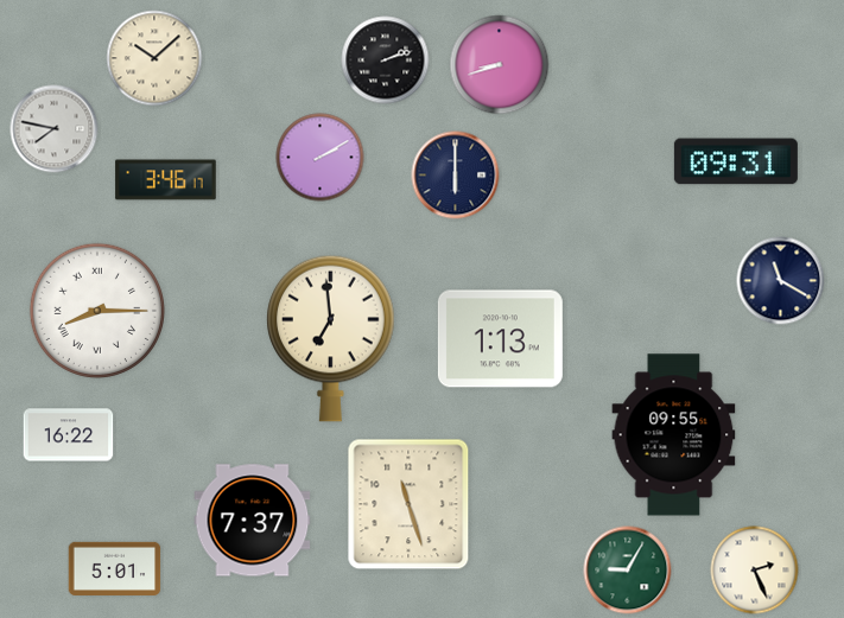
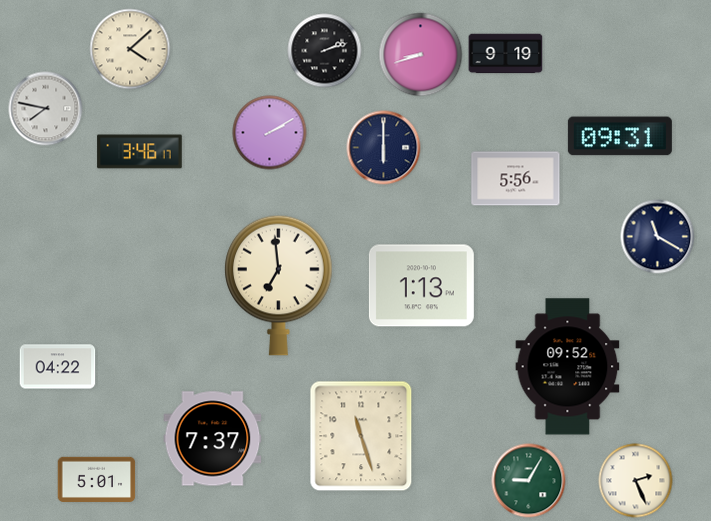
clock at (154, 58): 10:08 -> 4:08
clock at (506, 54): none -> 9:19
clock at (516, 179): none -> 5:56
clock at (96, 310): 8:15 -> none
clock at (69, 435): 16:22 -> 04:22
clock at (674, 435): 09:55 -> 09:52
clock at (408, 504) position: (408, 504) -> (361, 436)
